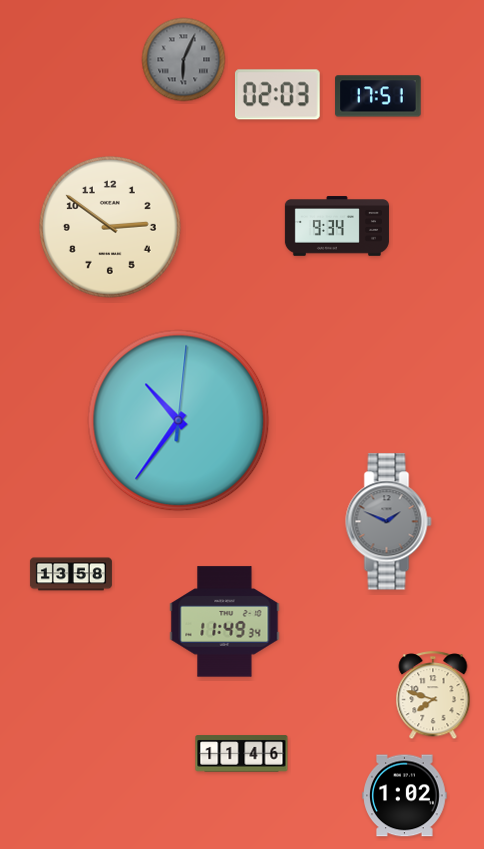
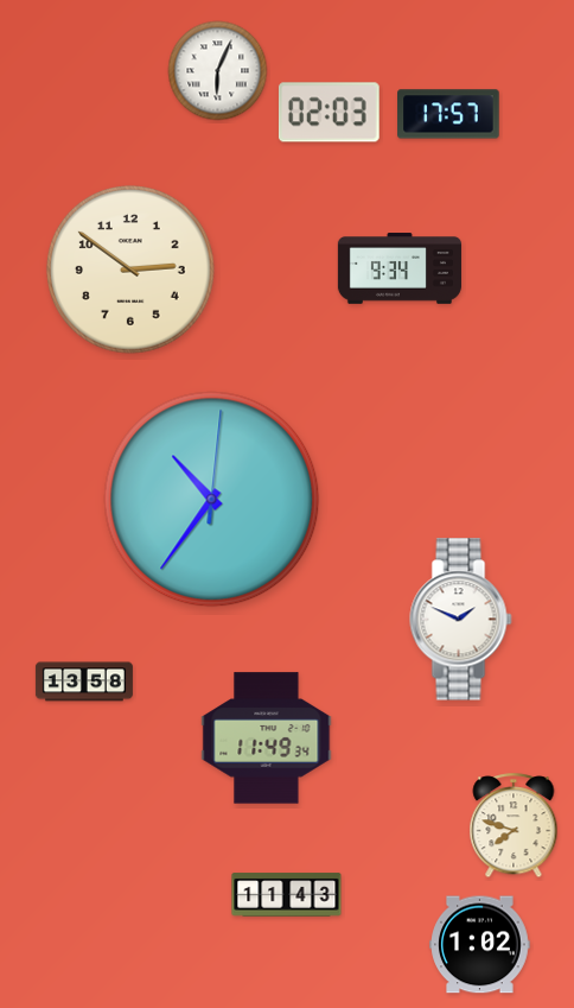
clock at (184, 60) dial: grey -> white
clock at (378, 96): 17:51 -> 17:57
clock at (389, 522) dial: grey -> white
clock at (242, 754): 11:46 -> 11:43
